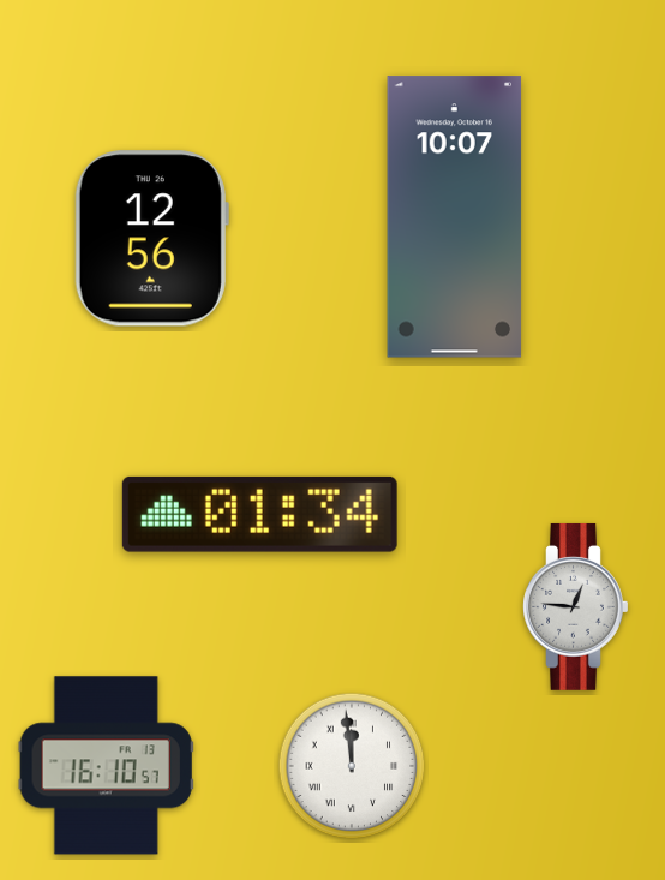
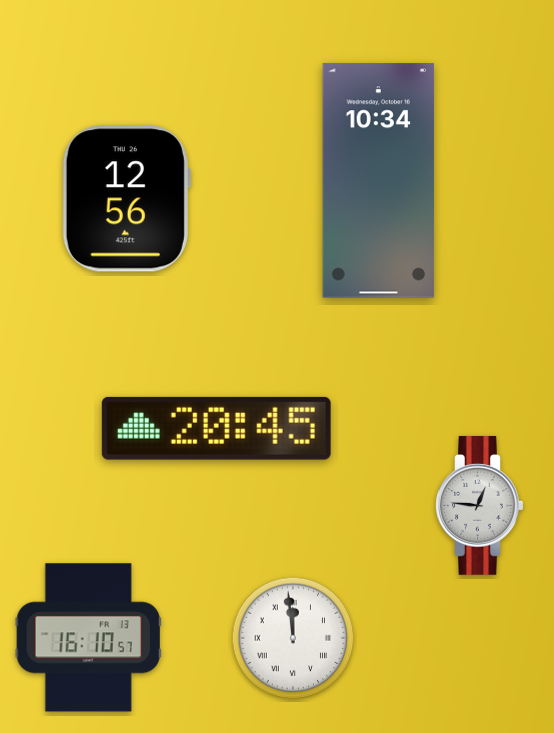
clock at (455, 217): 10:07 -> 10:34
clock at (259, 514): 01:34 -> 20:45
